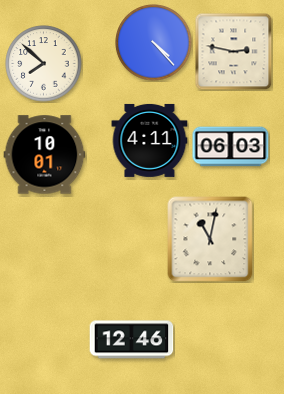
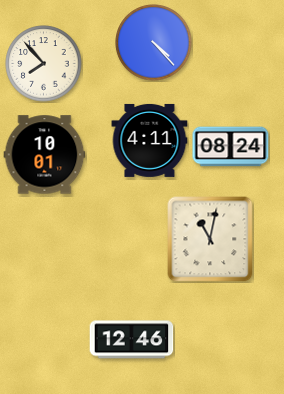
clock at (233, 51): 2:47 -> none
clock at (44, 64): 7:52 -> 7:53
clock at (231, 147): 06:03 -> 08:24
